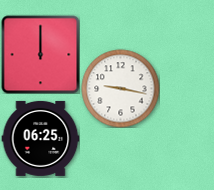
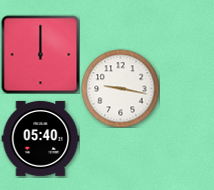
clock at (40, 138): 06:25 -> 05:40
